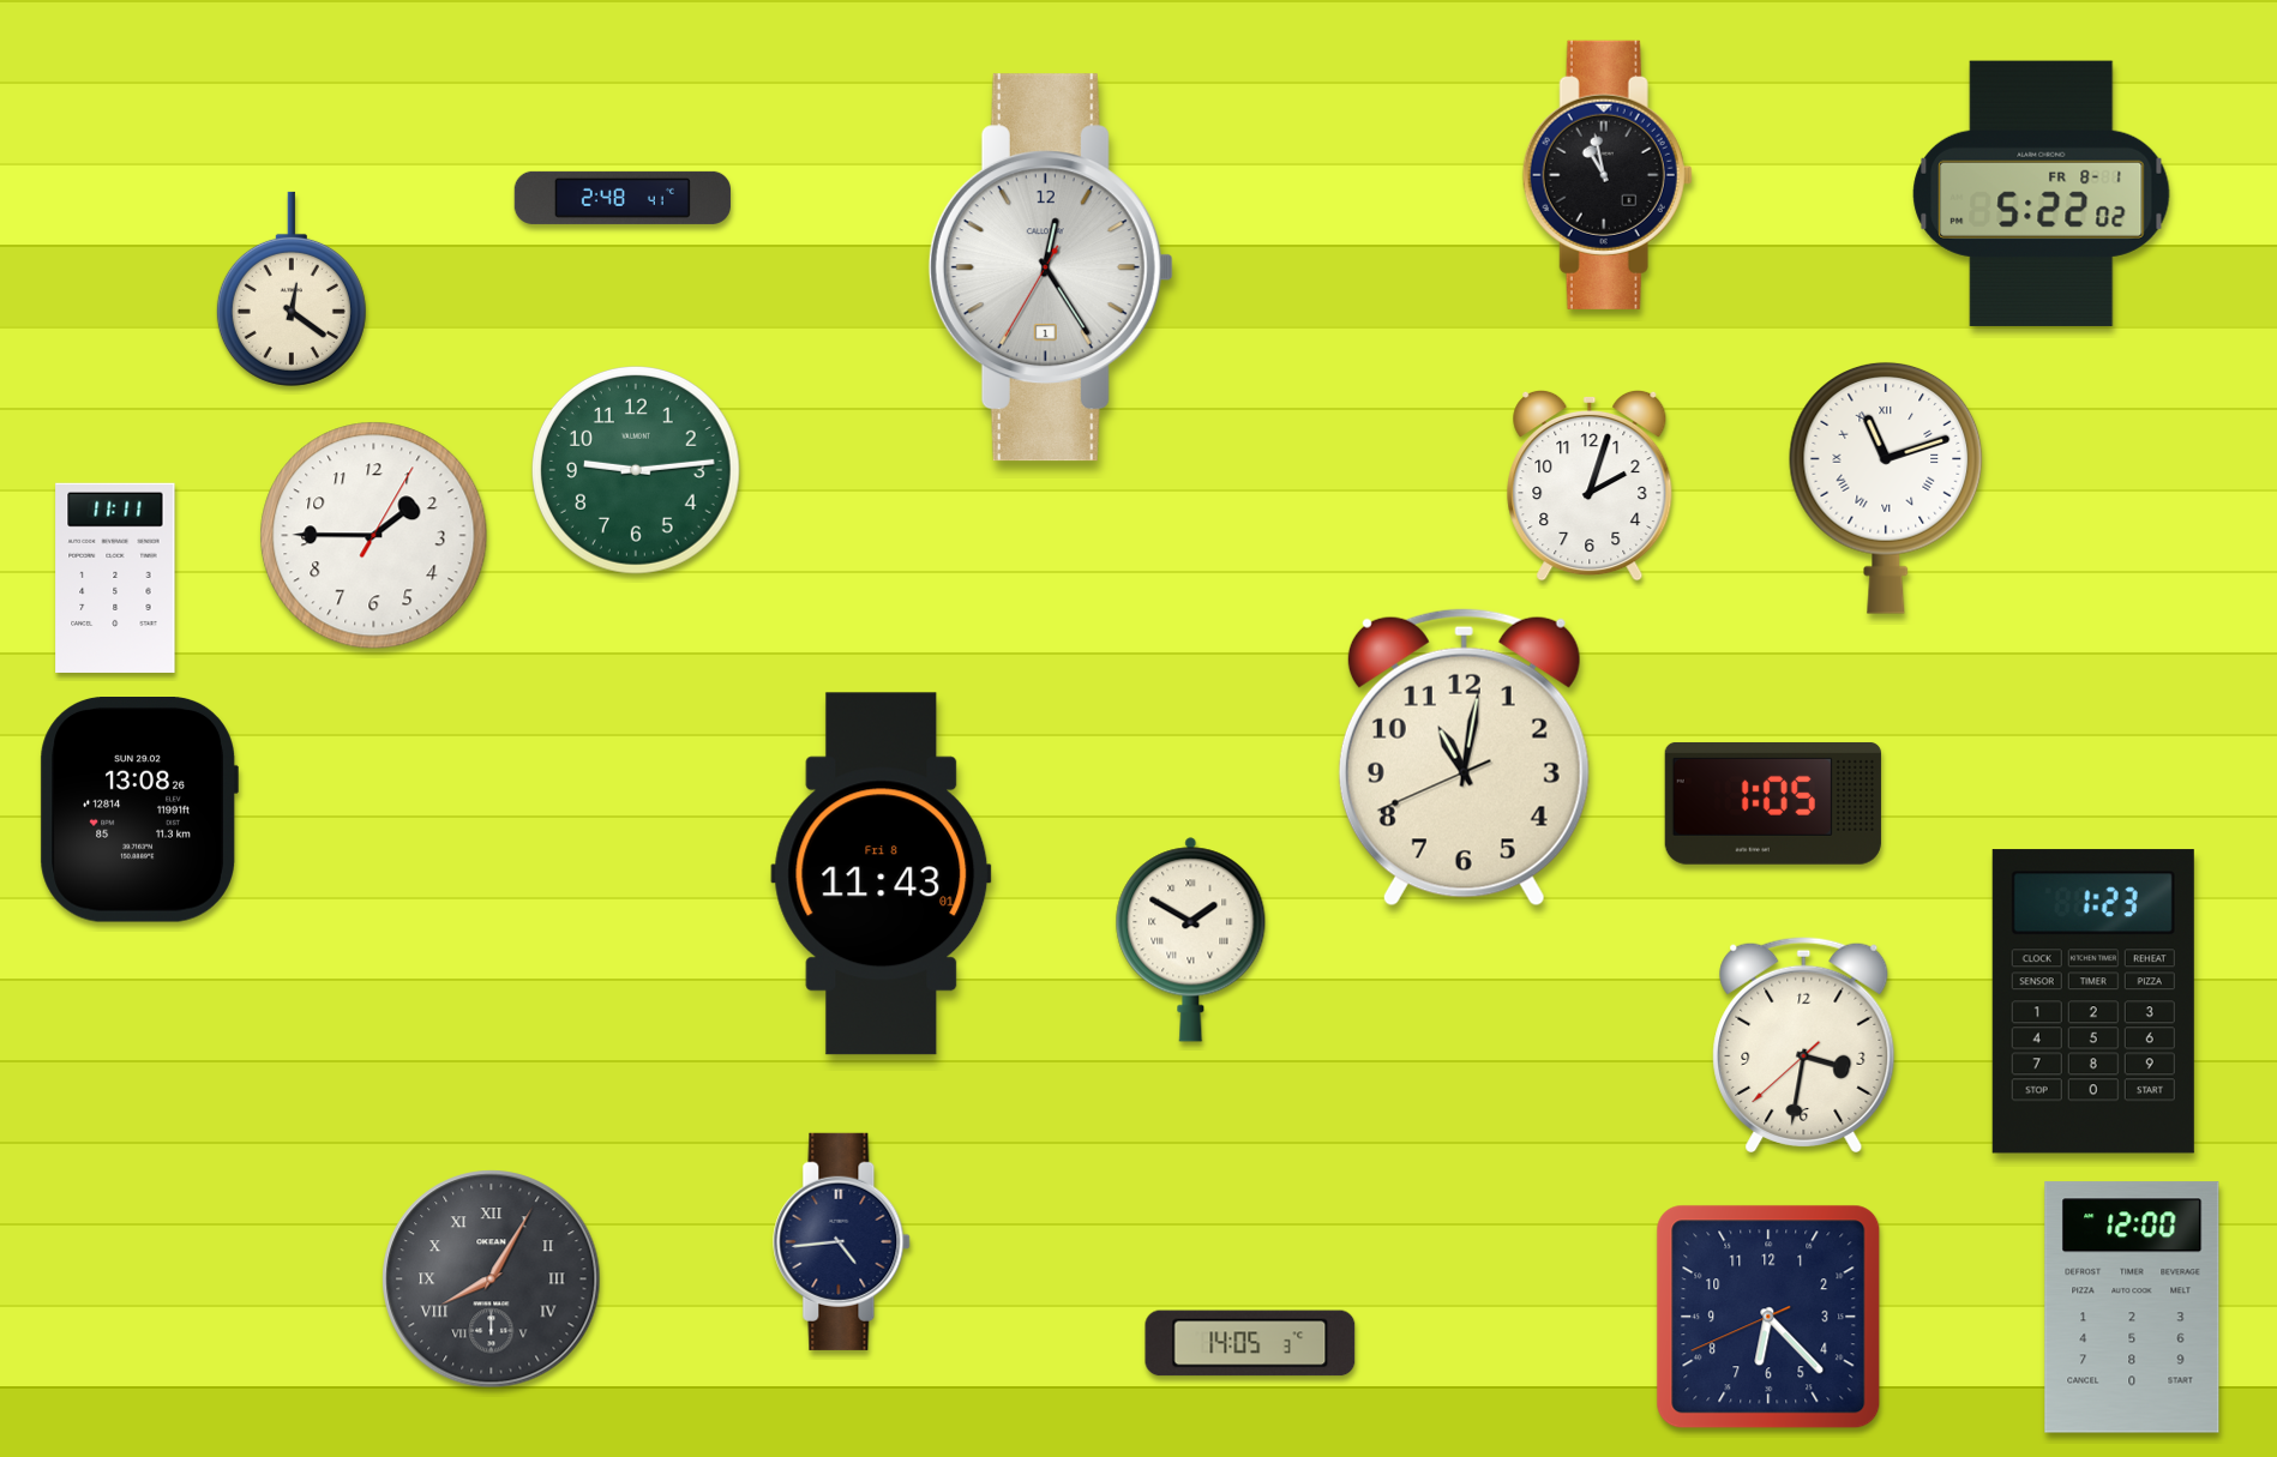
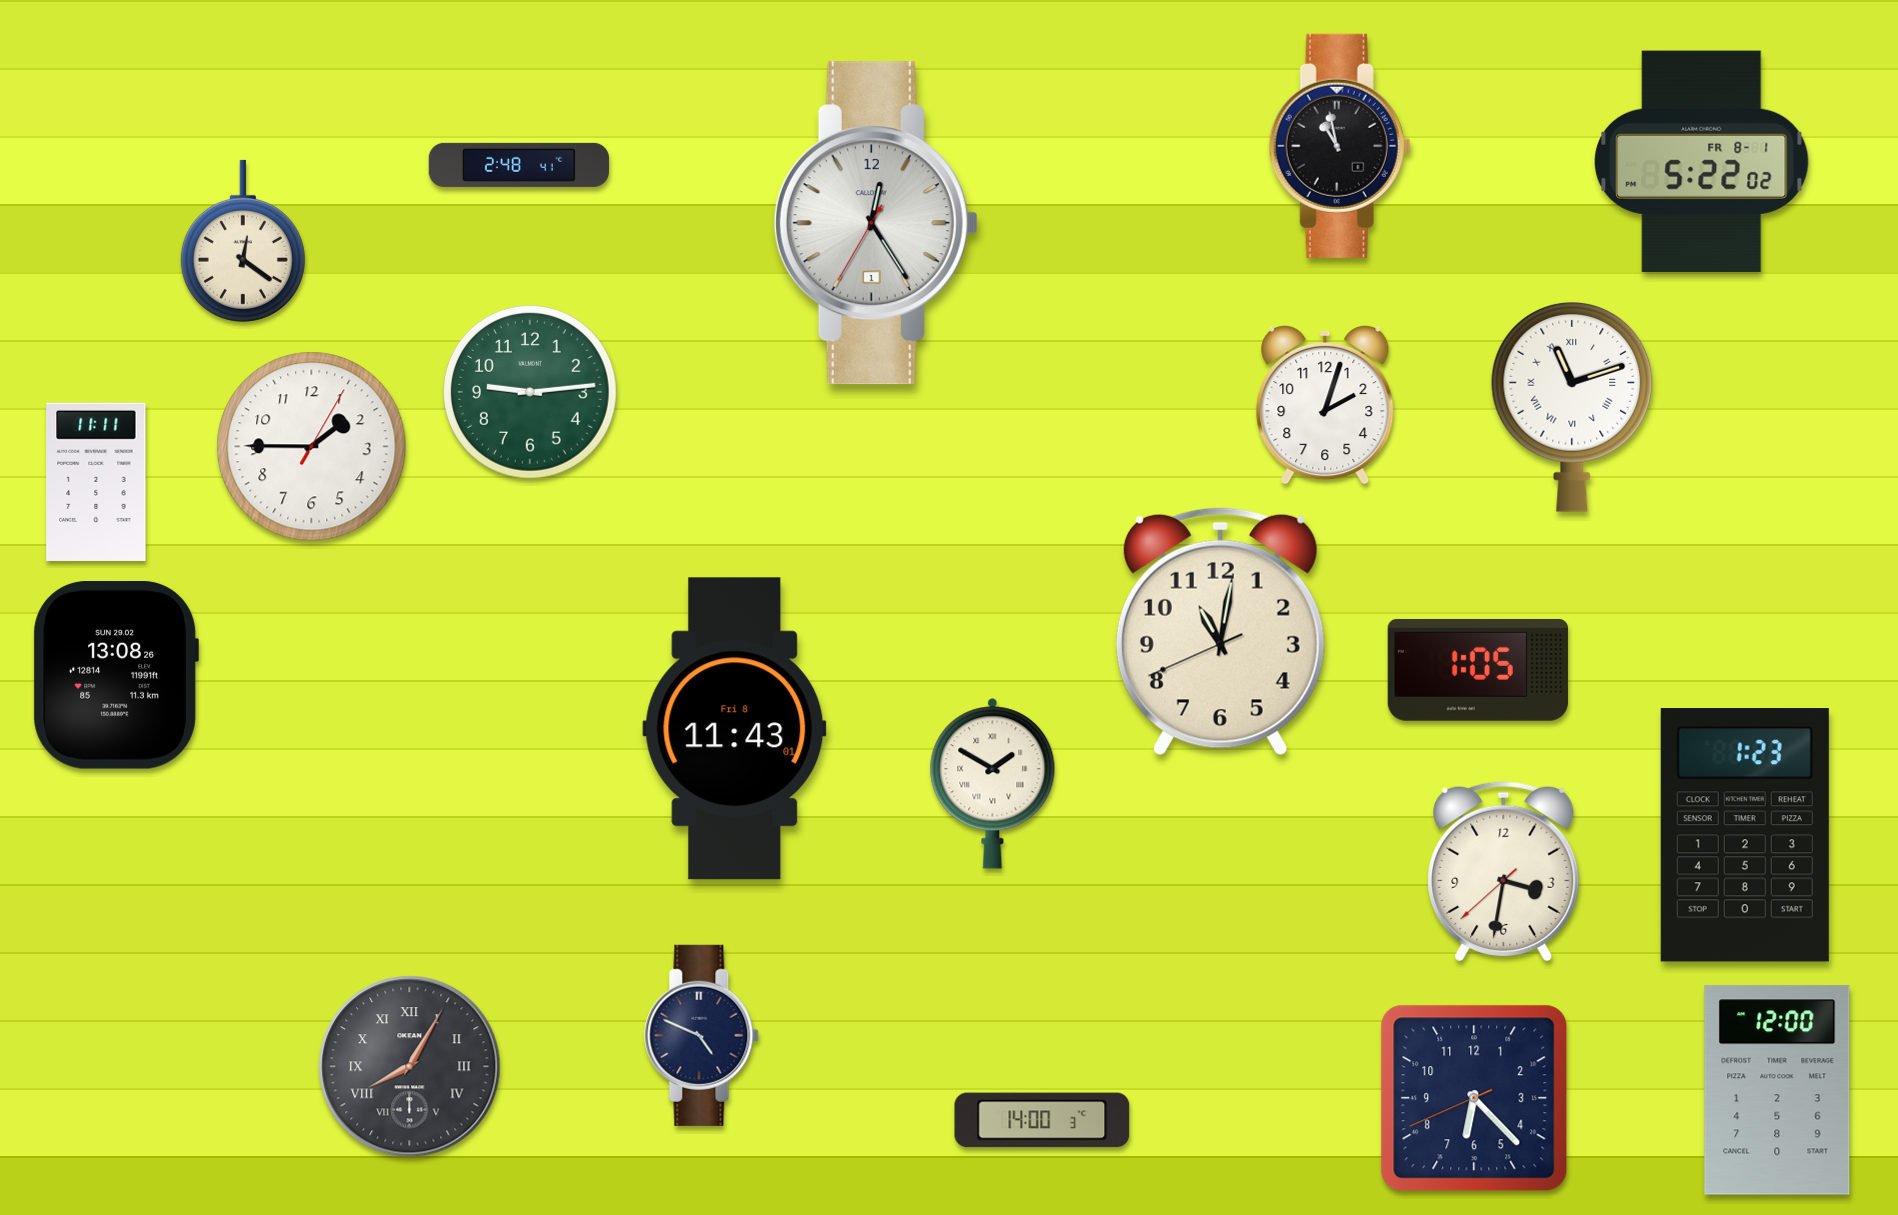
clock at (842, 1241): 4:44 -> 4:49
clock at (1250, 1343): 14:05 -> 14:00
